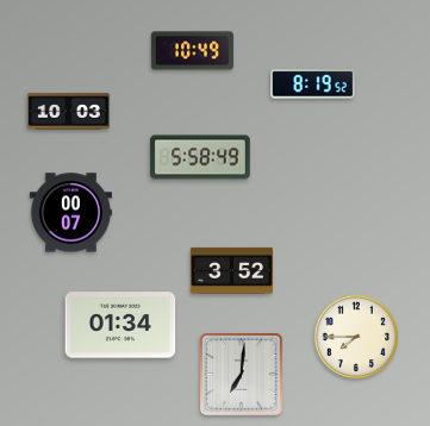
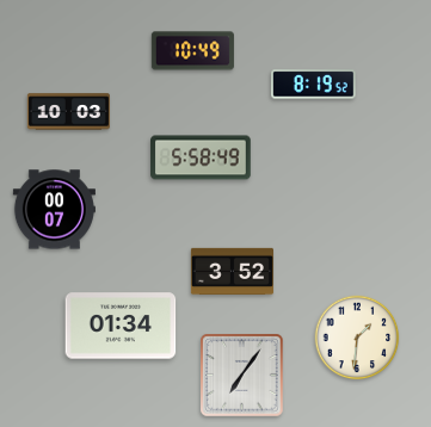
clock at (70, 213) position: (70, 213) -> (54, 210)
clock at (356, 337): 7:45 -> 1:31
clock at (242, 375): 7:01 -> 7:06
